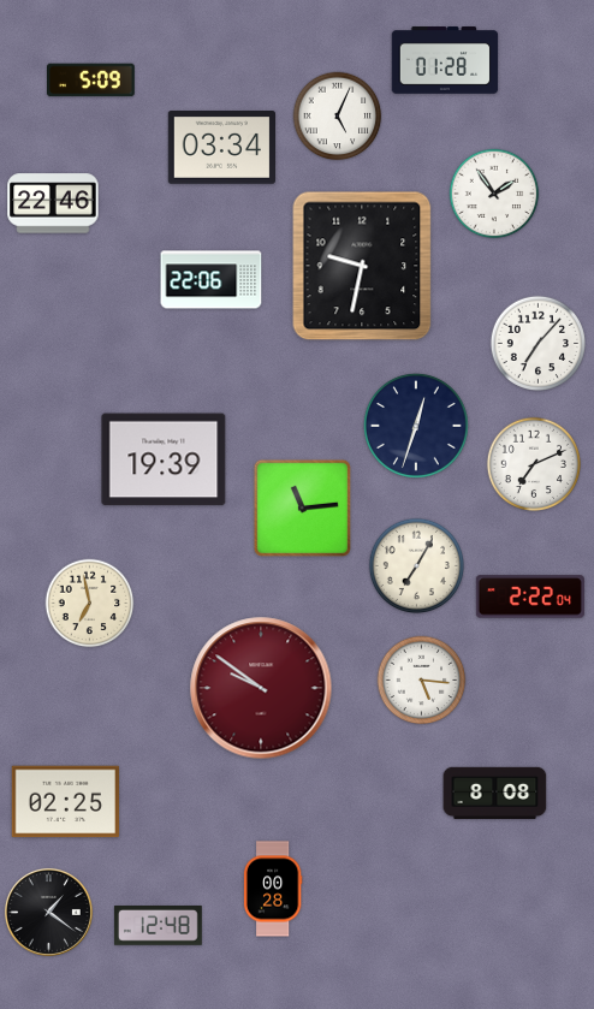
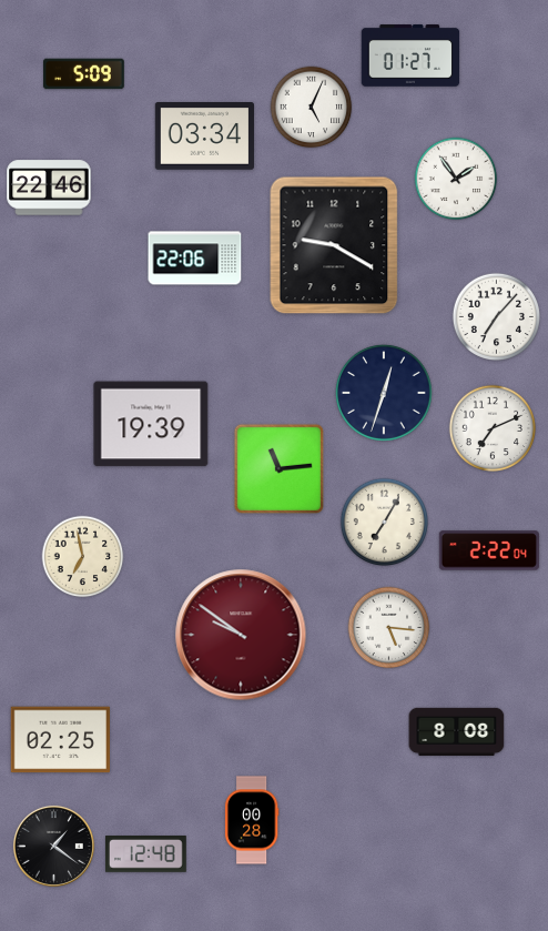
clock at (445, 60): 01:28 -> 01:27
clock at (362, 266): 9:32 -> 9:20
clock at (48, 912) position: (48, 912) -> (53, 846)
